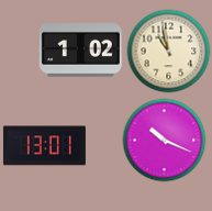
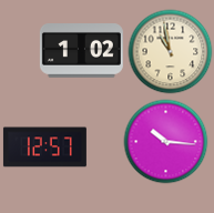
clock at (165, 141): 10:19 -> 10:16
clock at (44, 146): 13:01 -> 12:57
